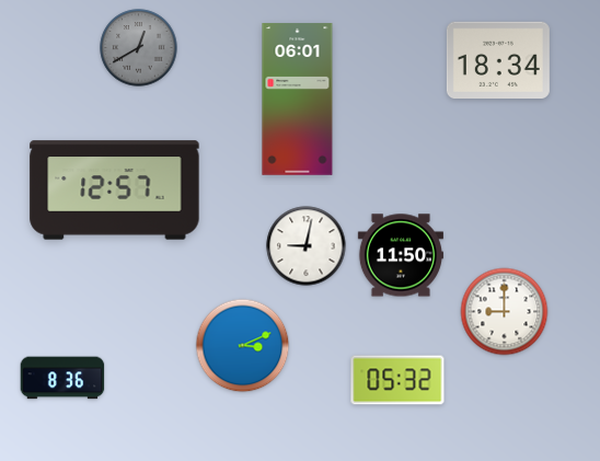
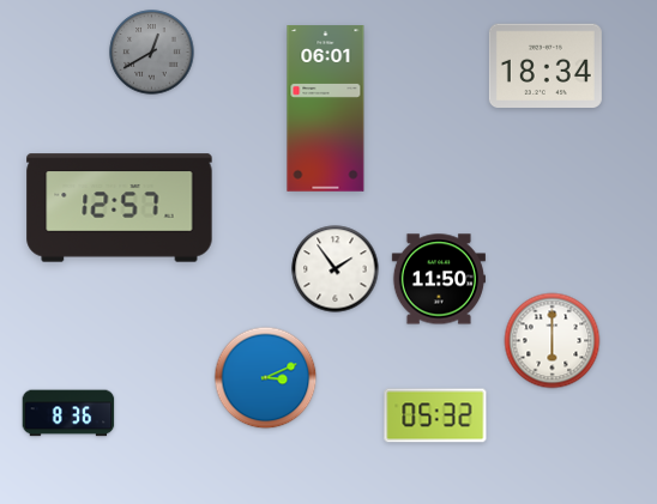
clock at (115, 191) position: (115, 191) -> (120, 208)
clock at (307, 246): 9:02 -> 1:54
clock at (505, 312): 9:00 -> 6:00
